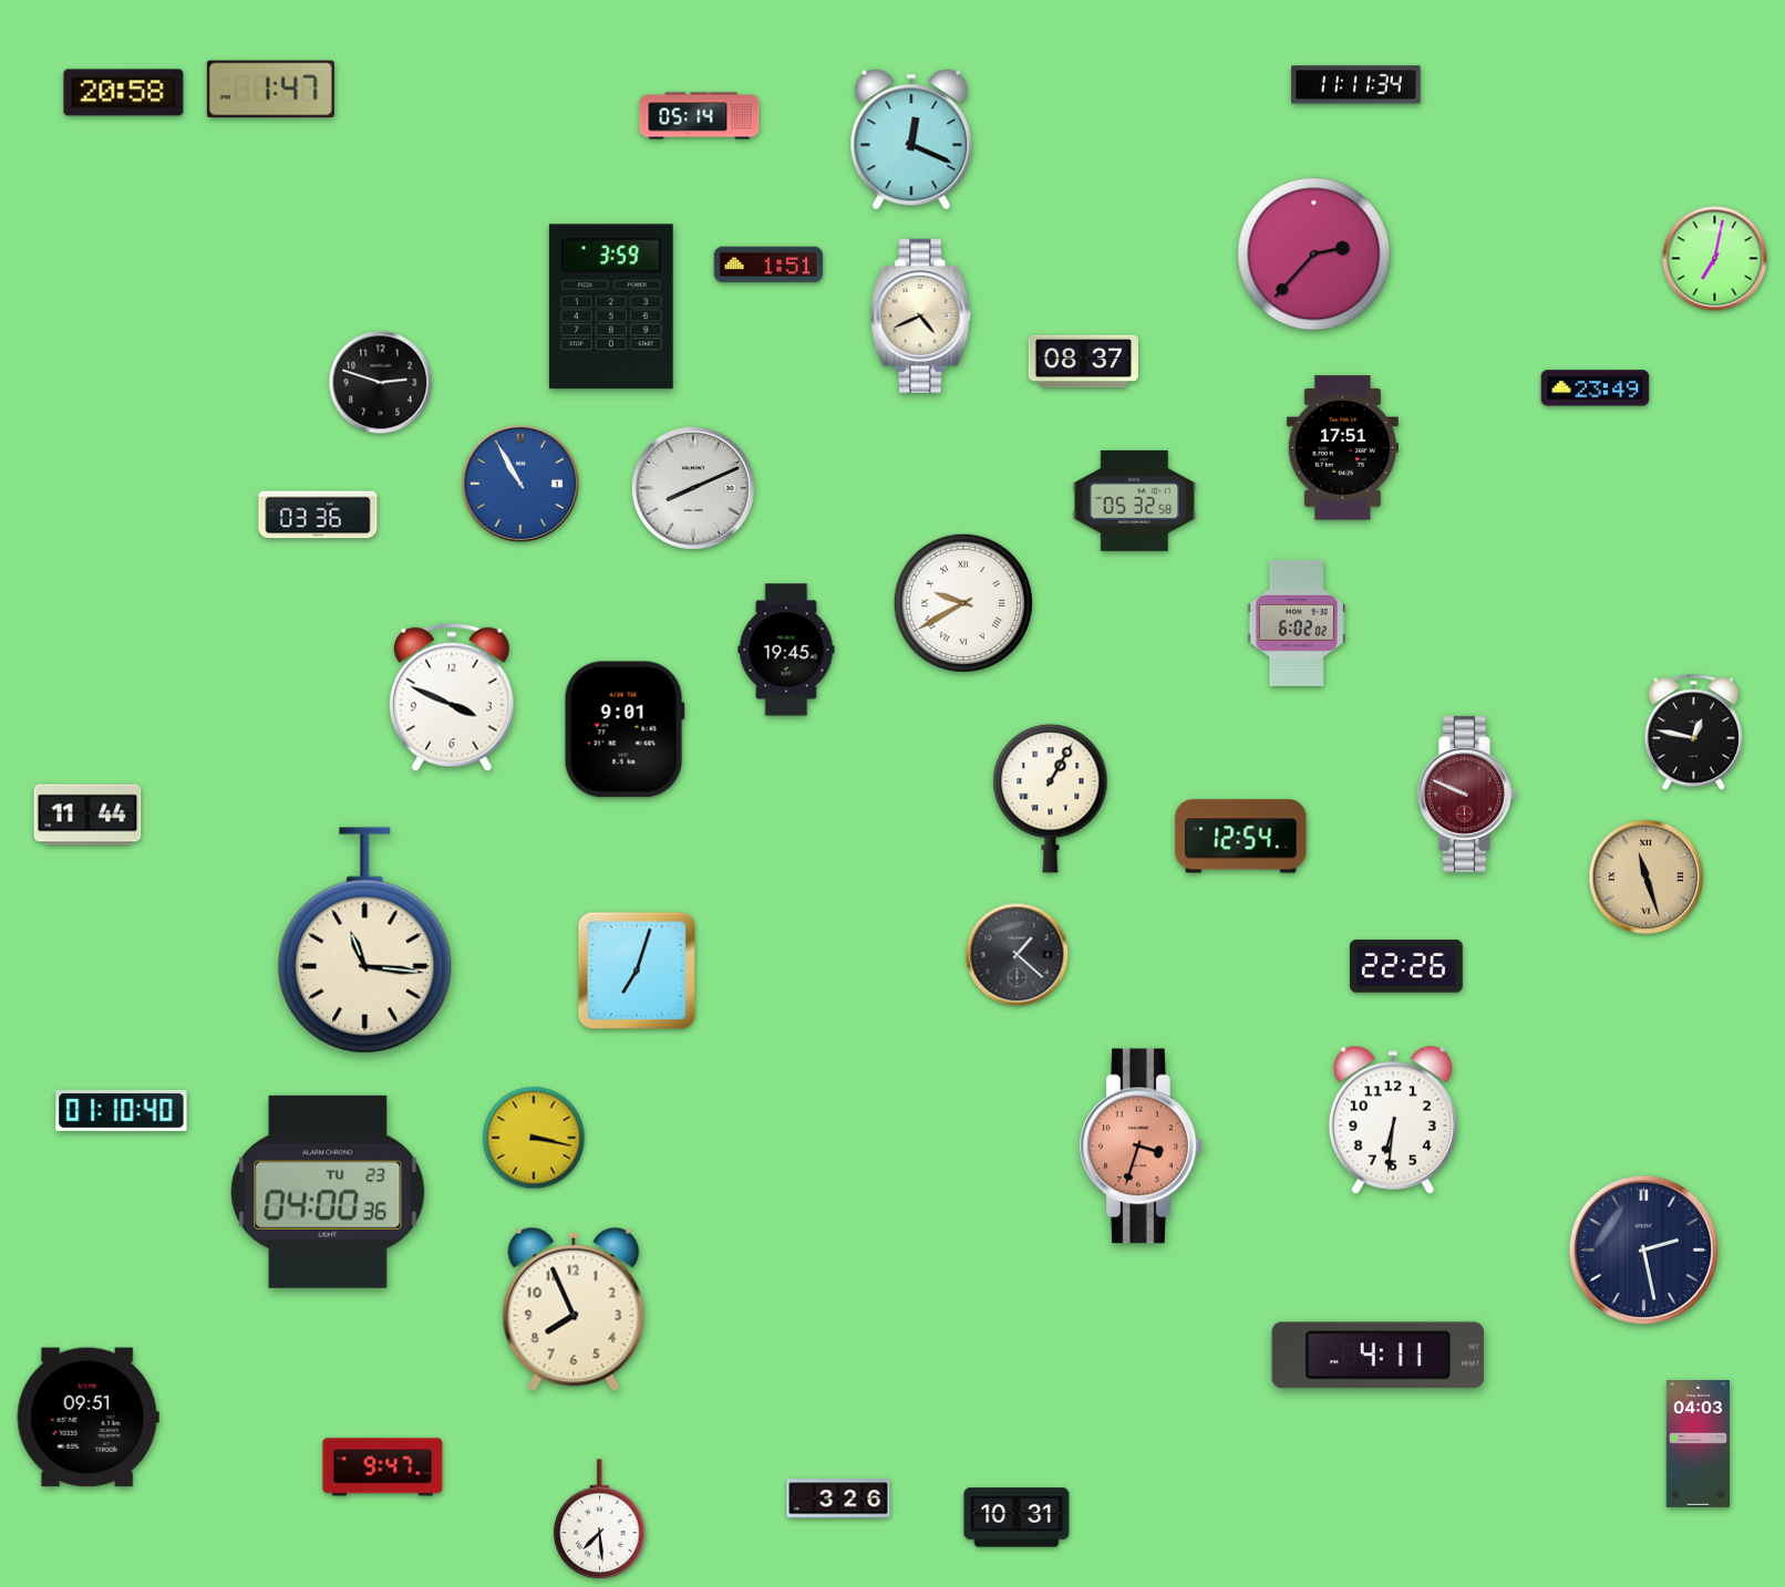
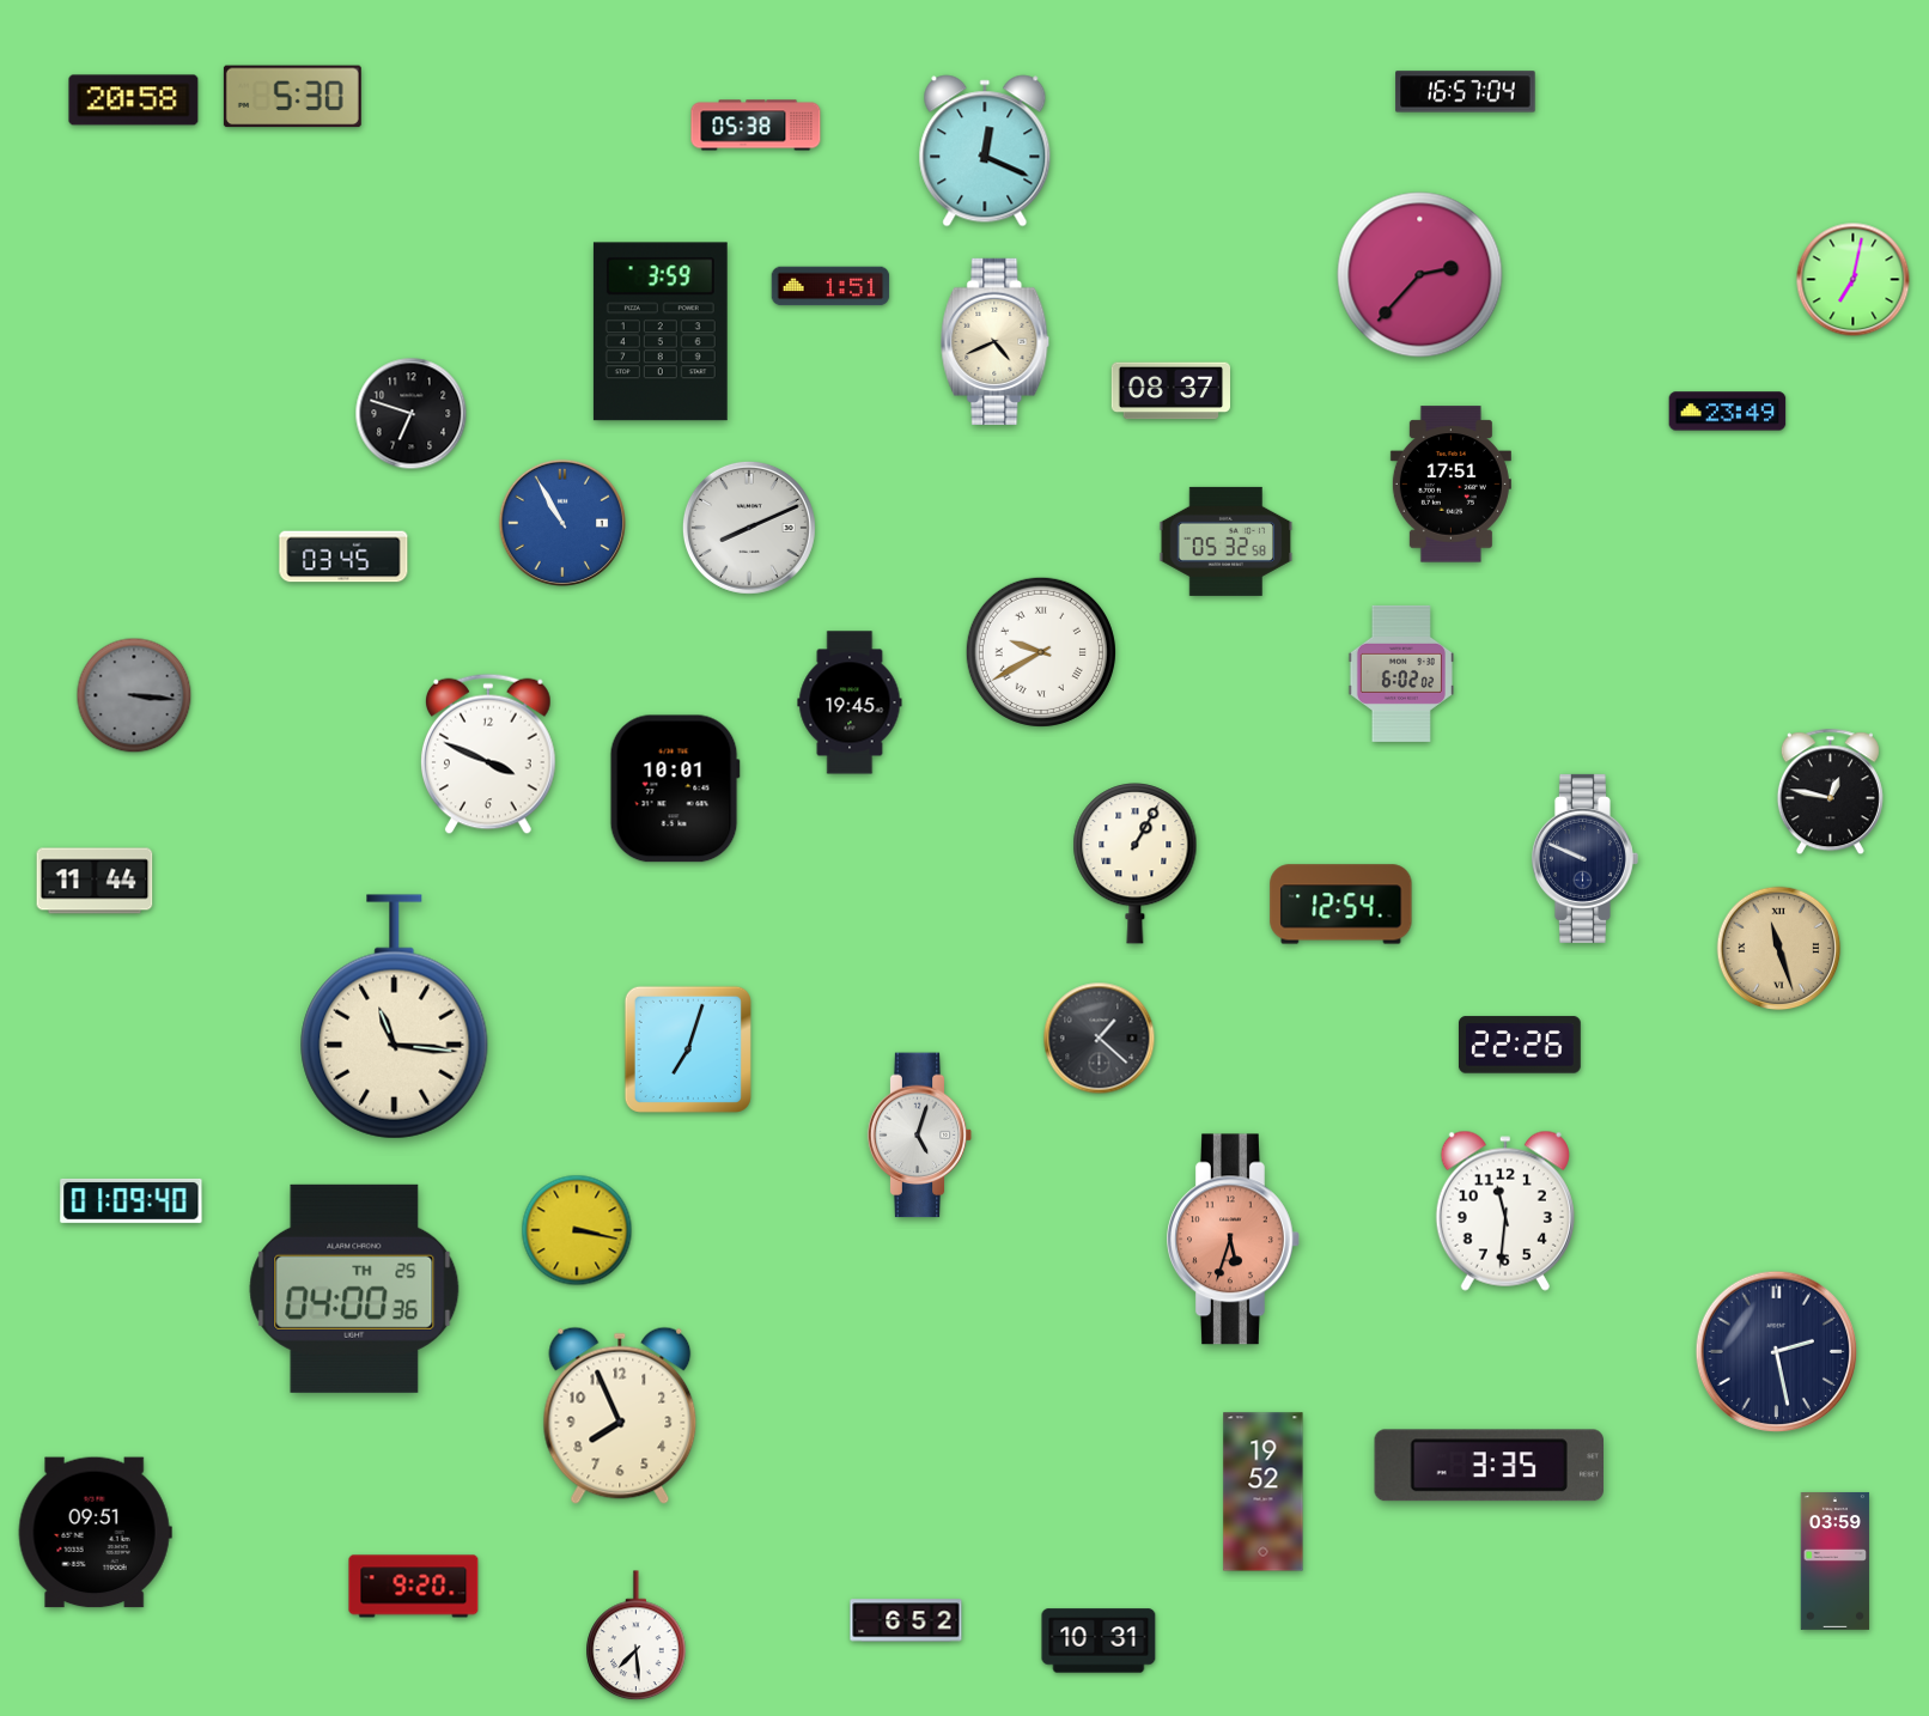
clock at (1356, 85): 11:11 -> 16:57
clock at (270, 90): 1:47 -> 5:30
clock at (700, 116): 05:14 -> 05:38
clock at (381, 383): 2:48 -> 6:48
clock at (1596, 388) position: (1596, 388) -> (1728, 412)
clock at (318, 515): 03:36 -> 03:45
clock at (134, 695): none -> 3:16
clock at (625, 729): 9:01 -> 10:01
clock at (1466, 793) dial: burgundy -> navy
clock at (1018, 955) position: (1018, 955) -> (1100, 1039)
clock at (920, 1136): none -> 5:03
clock at (122, 1110): 01:10 -> 01:09
clock at (1393, 1120): 6:31 -> 11:31
clock at (1142, 1147): 3:33 -> 5:33
clock at (328, 1192) date: TU 23 -> TH 25
clock at (1378, 1356): 4:11 -> 3:35
clock at (1264, 1492): none -> 19:52
clock at (1699, 1443): 04:03 -> 03:59
clock at (383, 1467): 9:47 -> 9:20
clock at (838, 1498): 3:26 -> 6:52
clock at (600, 1519) position: (600, 1519) -> (637, 1636)
